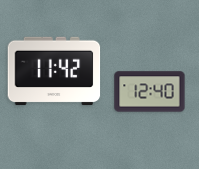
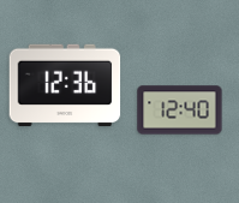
clock at (54, 71): 11:42 -> 12:36
